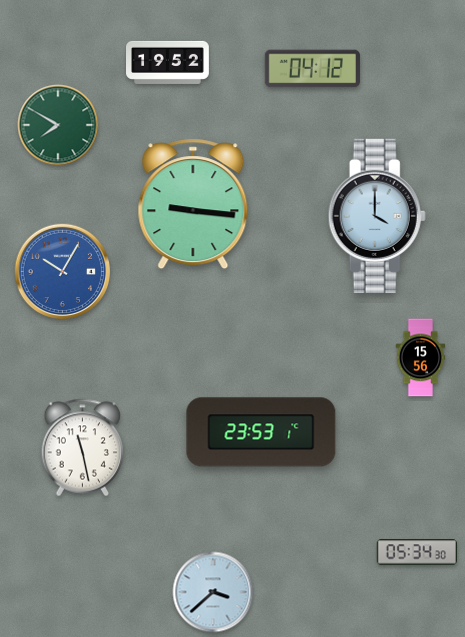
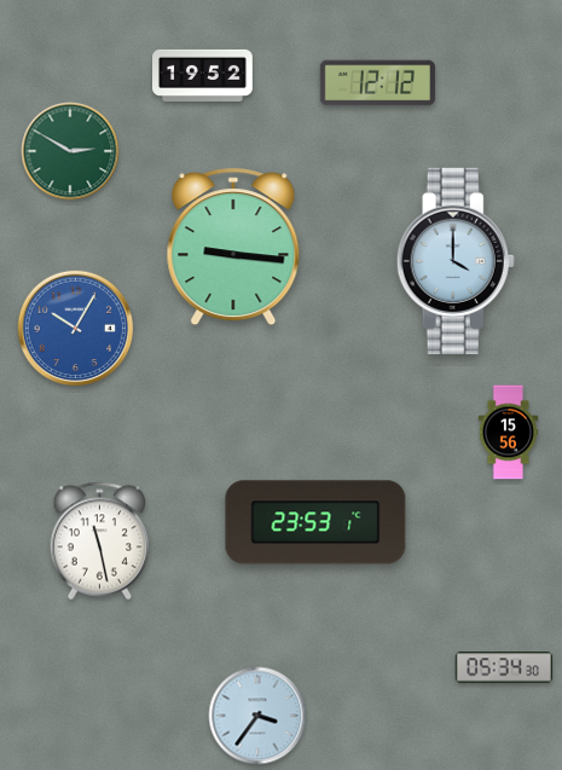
clock at (312, 69): 04:12 -> 12:12
clock at (58, 125): 7:50 -> 2:50
clock at (213, 592): 3:38 -> 3:36
